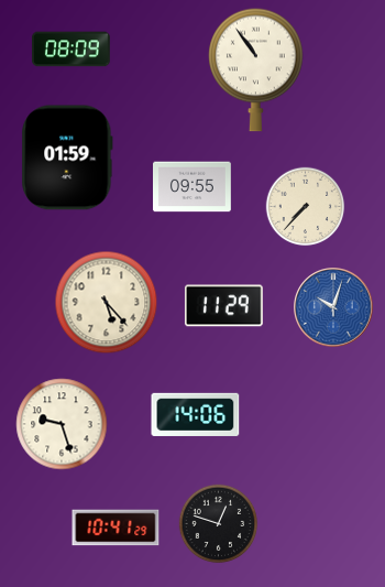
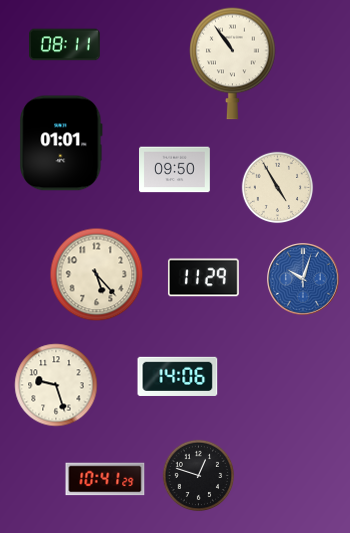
clock at (71, 50): 08:09 -> 08:11
clock at (67, 157): 01:59 -> 01:01
clock at (193, 187): 09:55 -> 09:50
clock at (306, 207): 7:37 -> 4:55
